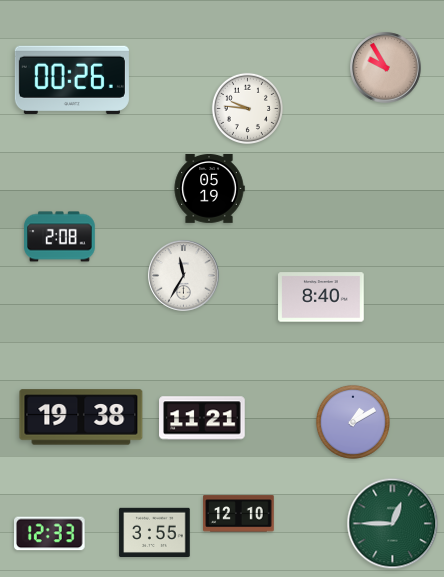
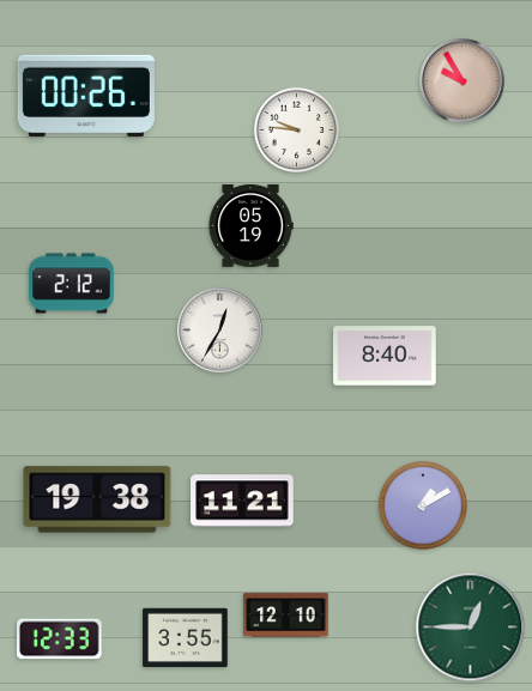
clock at (60, 237): 2:08 -> 2:12
clock at (184, 276): 11:35 -> 12:35
